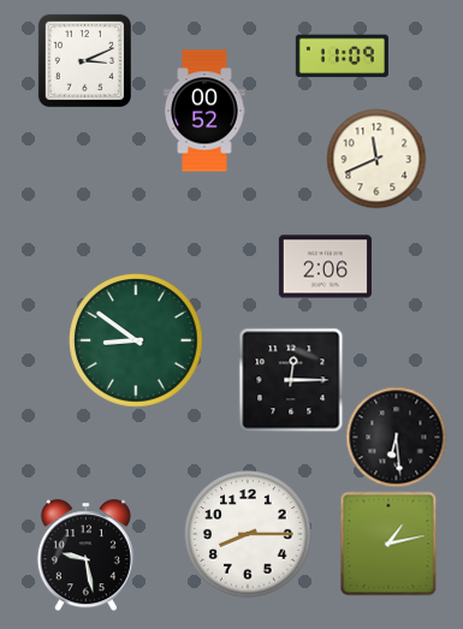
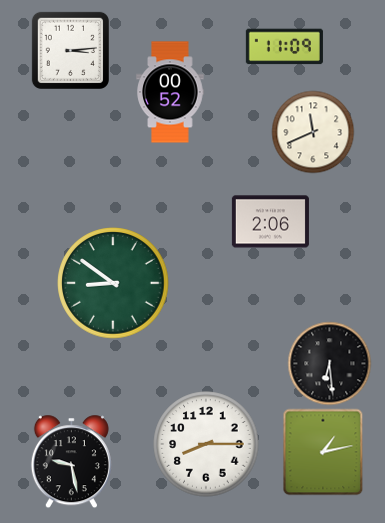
clock at (84, 60): 3:11 -> 3:14
clock at (291, 380): 12:15 -> none
